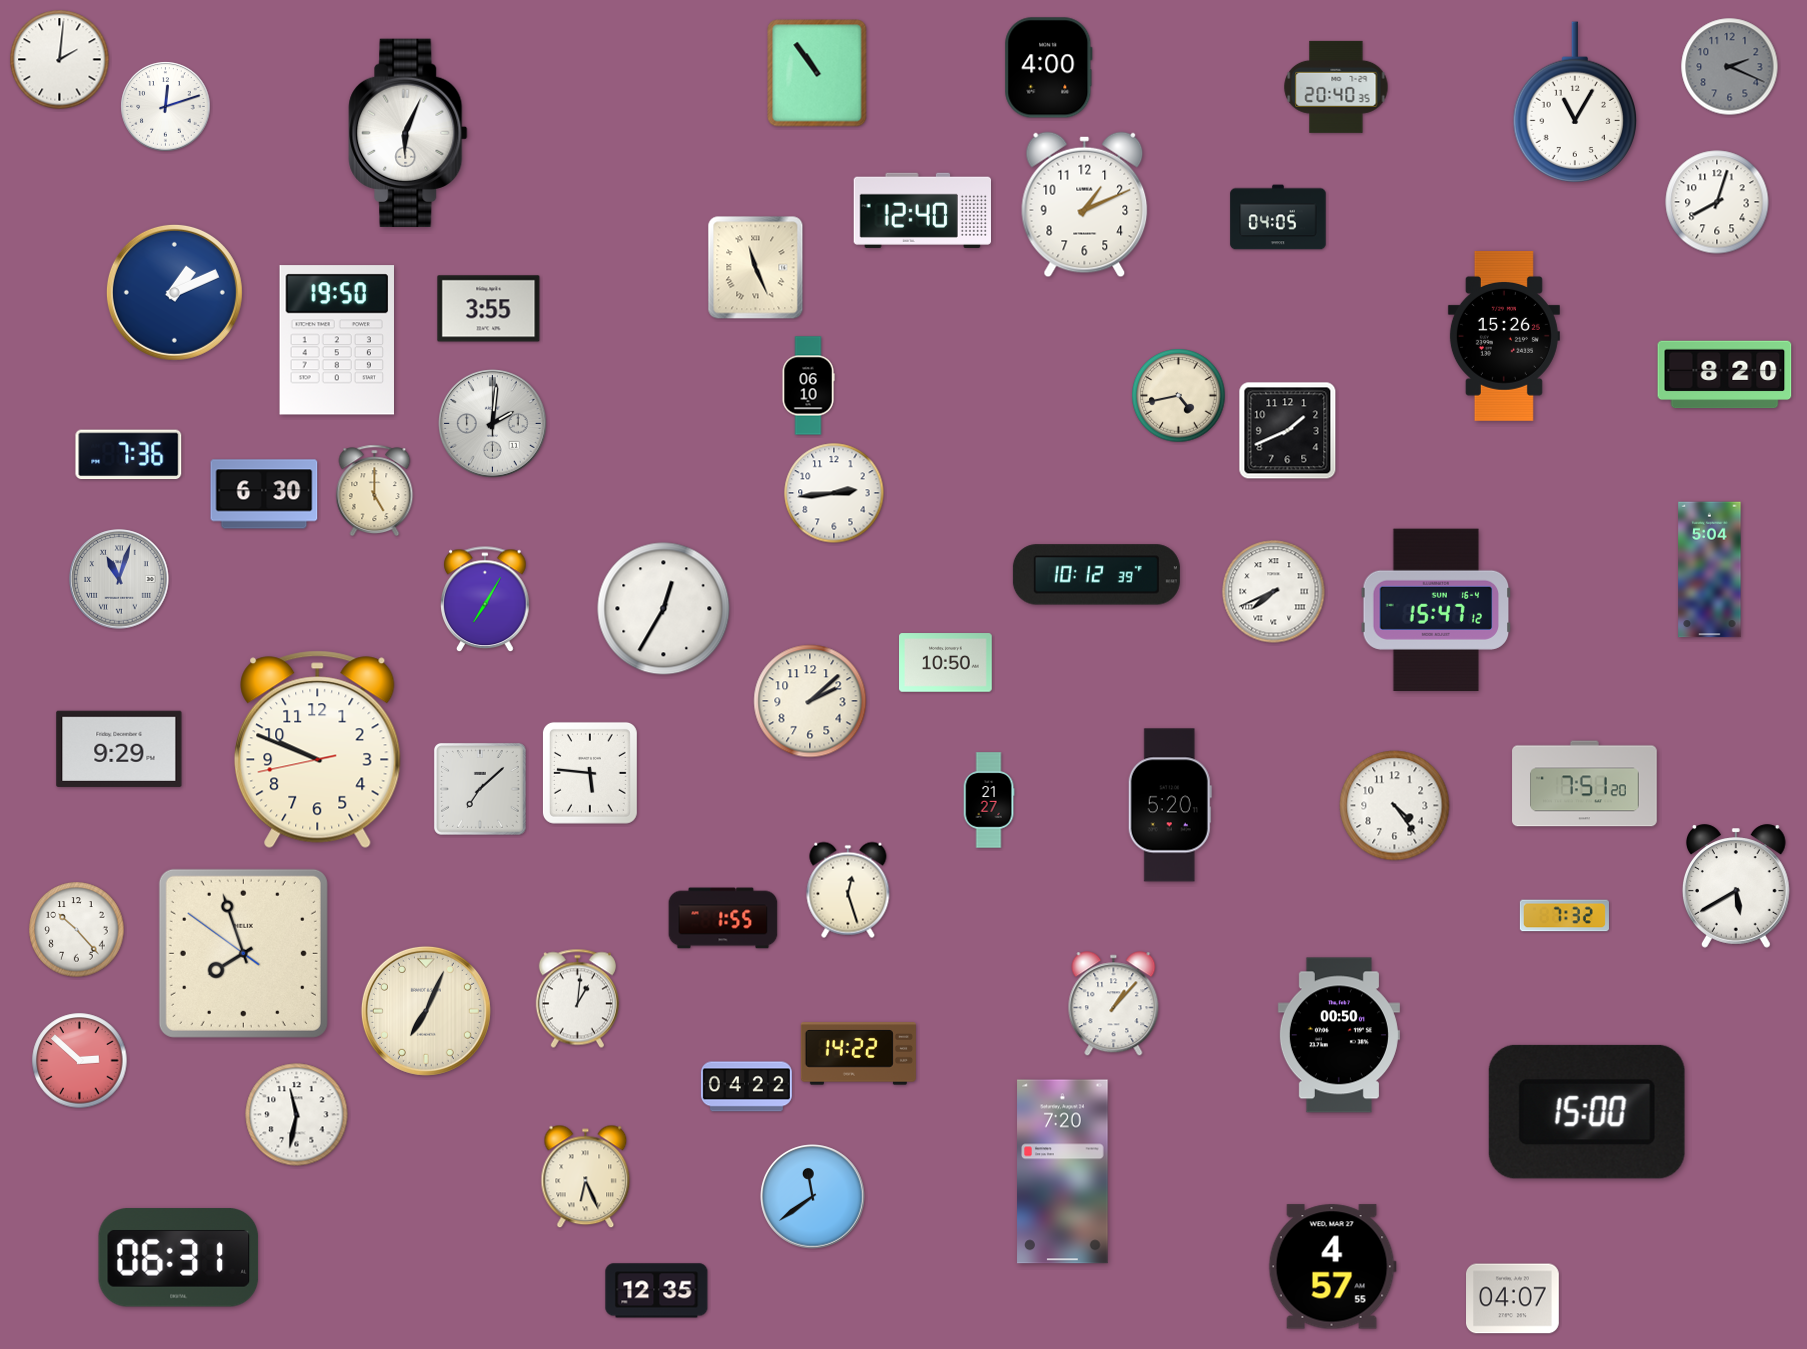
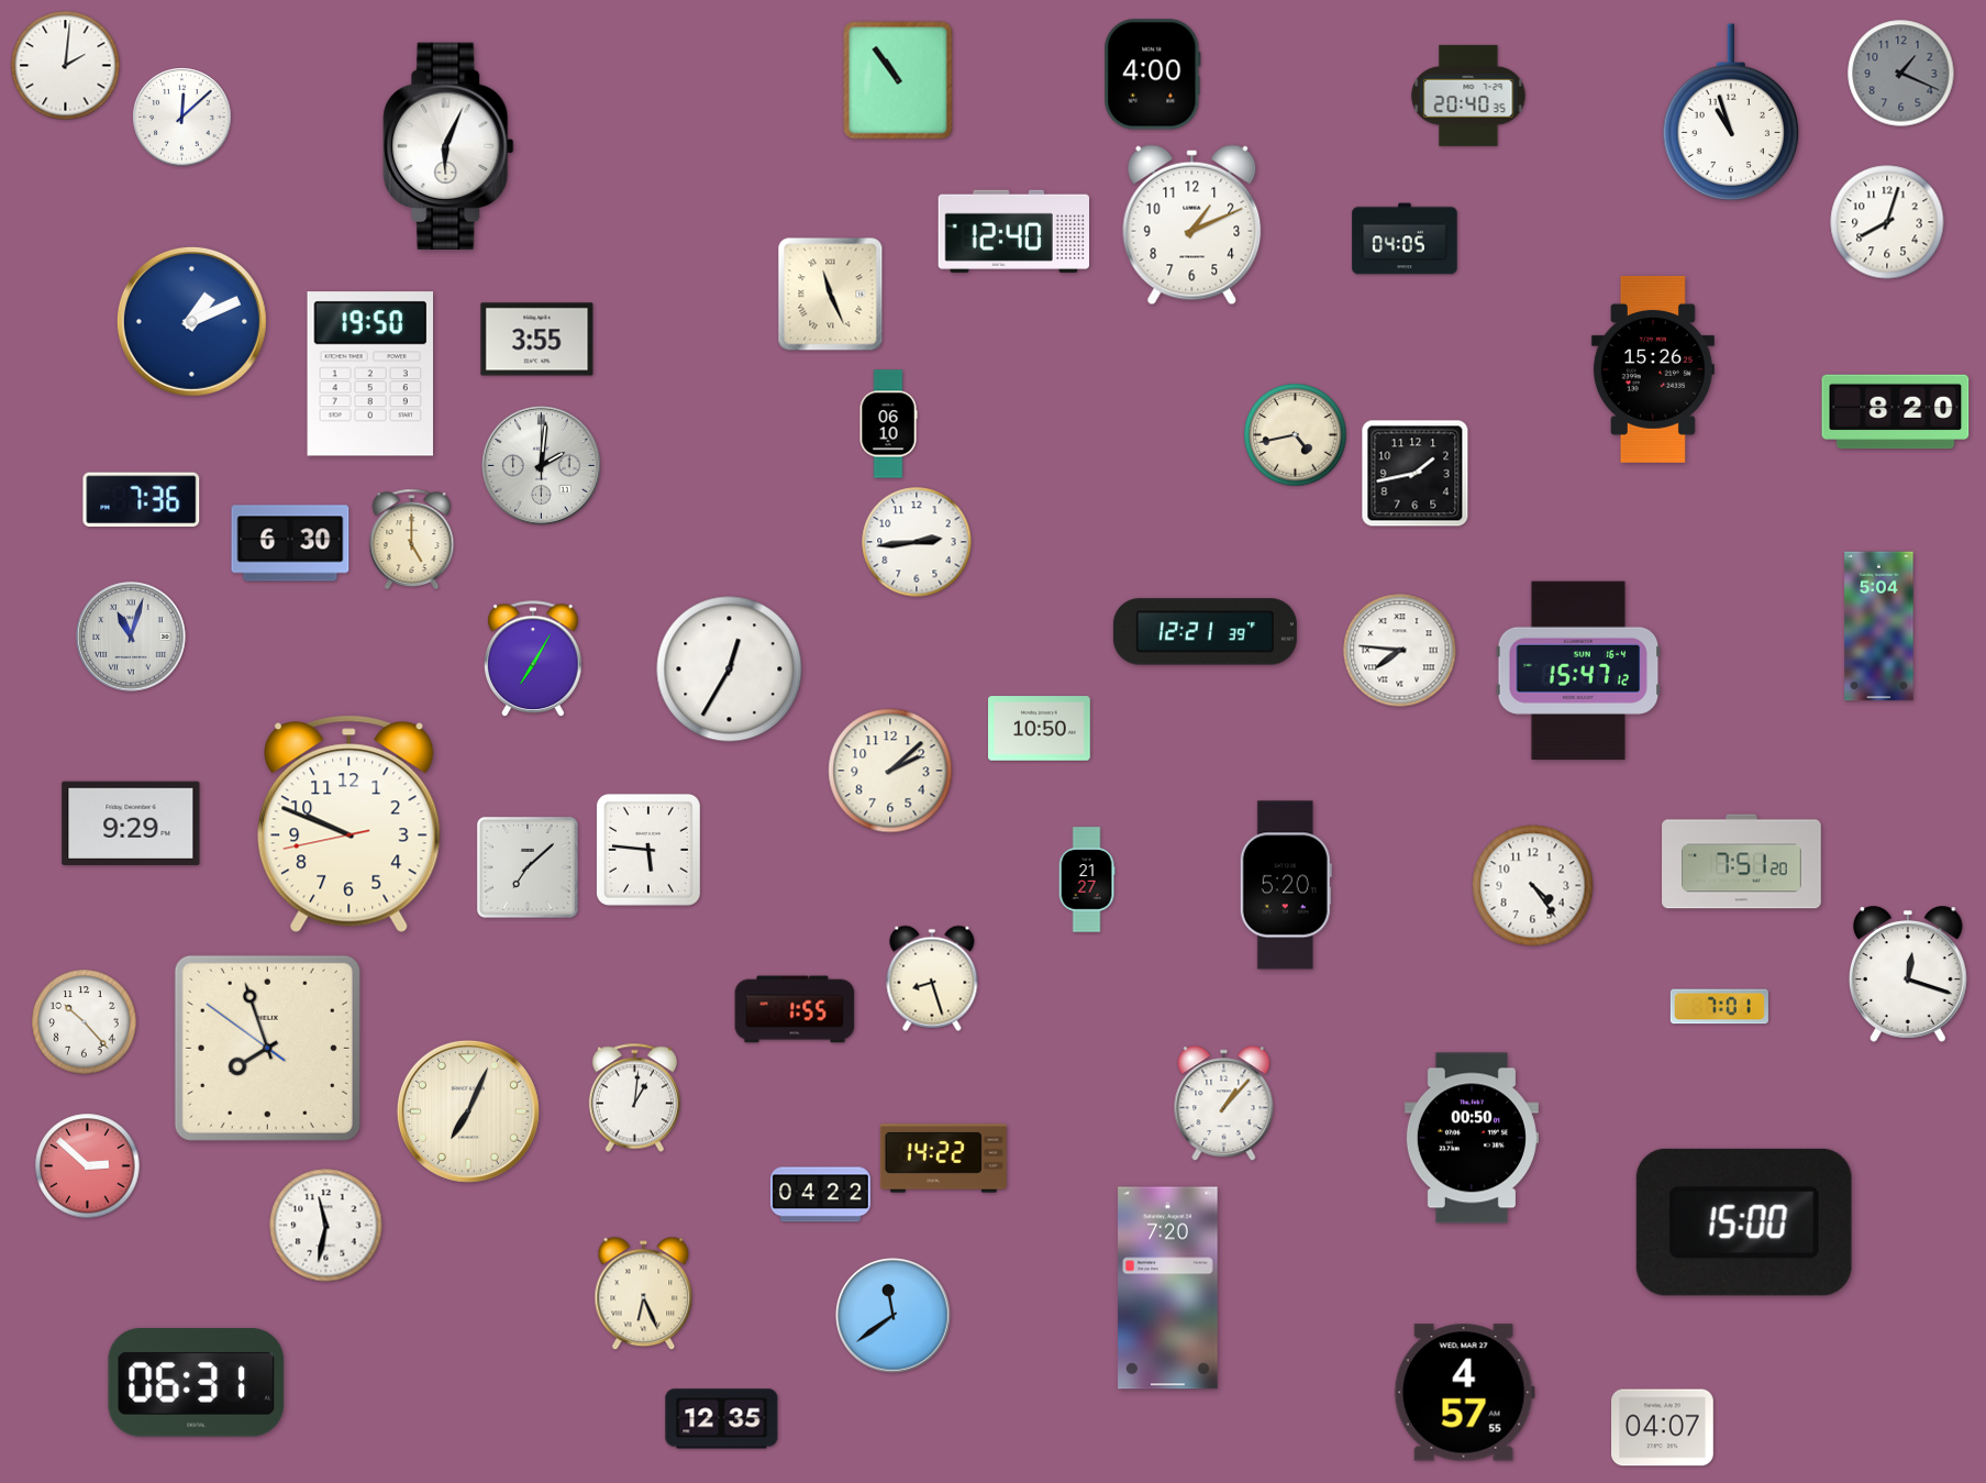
clock at (1730, 67): 2:19 -> 1:19
clock at (1574, 103): 11:05 -> 10:57
clock at (166, 107): 12:12 -> 12:08
clock at (1288, 431): 1:41 -> 1:43
clock at (1096, 575): 10:12 -> 12:21
clock at (1274, 592): 7:41 -> 7:46
clock at (1737, 886): 5:40 -> 12:18
clock at (848, 890): 12:27 -> 8:27
clock at (1564, 916): 7:32 -> 7:01
